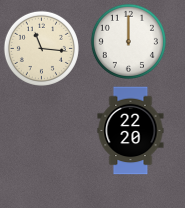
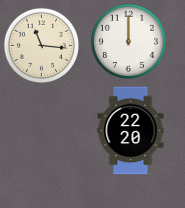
clock at (41, 48) position: (41, 48) -> (41, 45)
